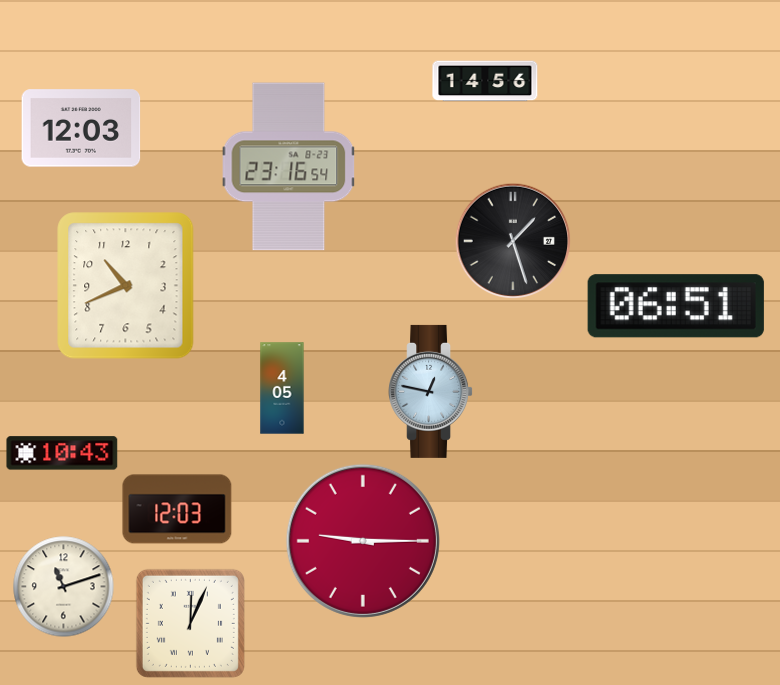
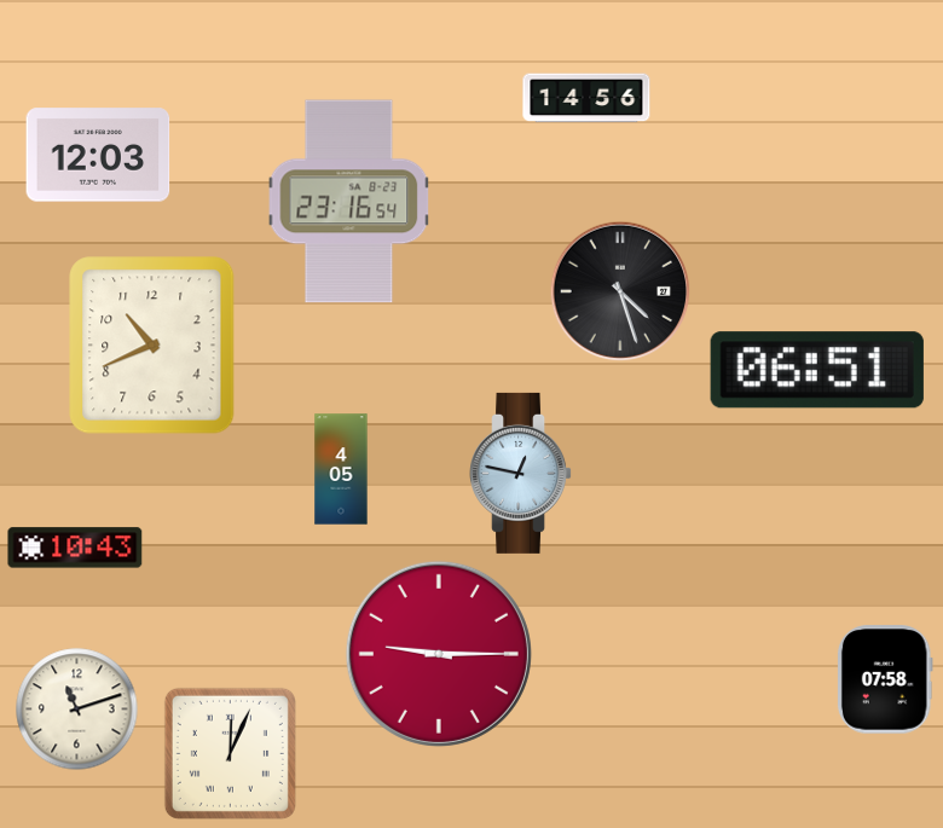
clock at (513, 241): 1:27 -> 4:27
clock at (177, 509): 12:03 -> none
clock at (885, 679): none -> 07:58
